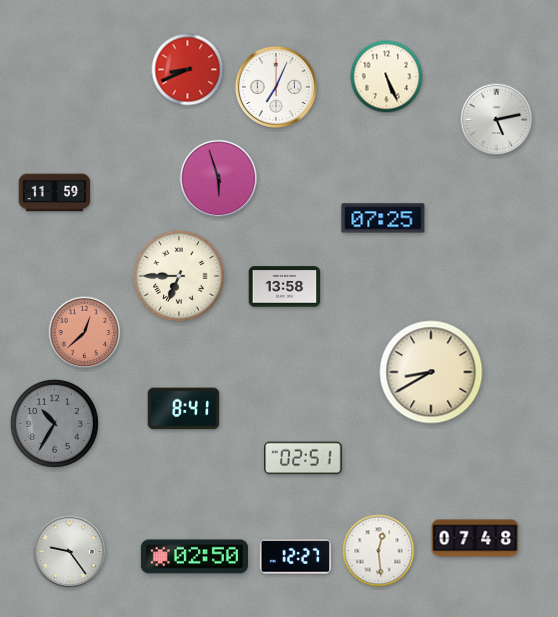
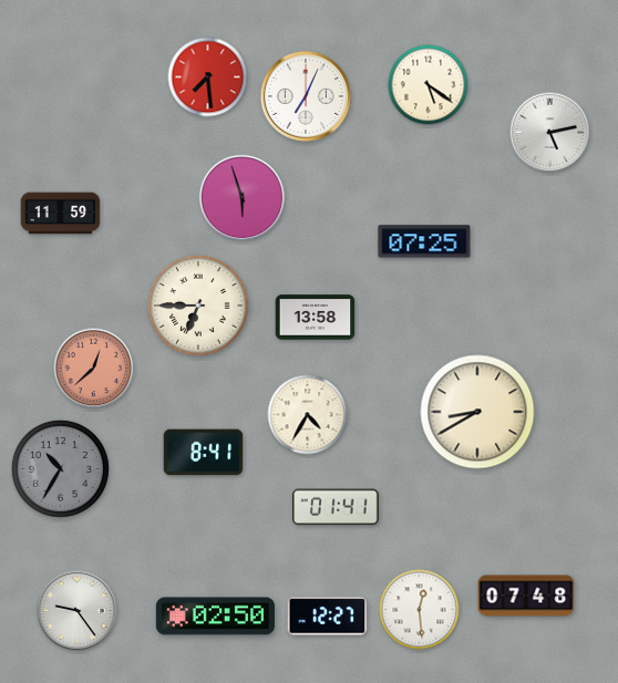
clock at (188, 70): 8:41 -> 7:29
clock at (387, 77): 5:26 -> 5:21
clock at (308, 415): none -> 4:35
clock at (303, 458): 02:51 -> 01:41
